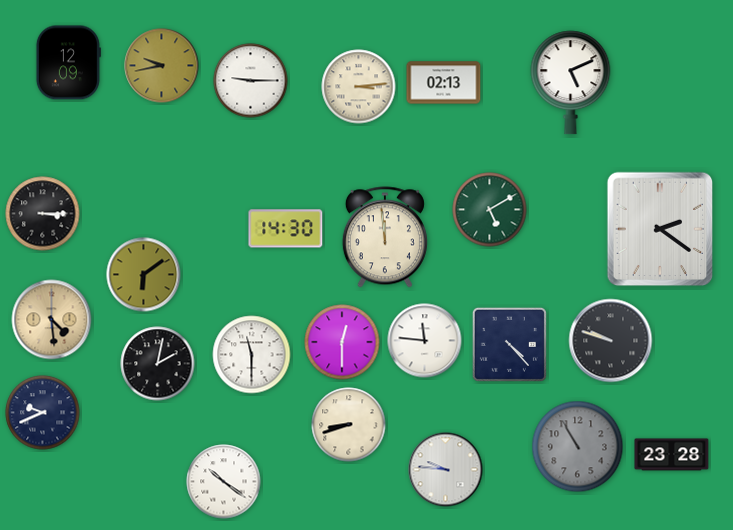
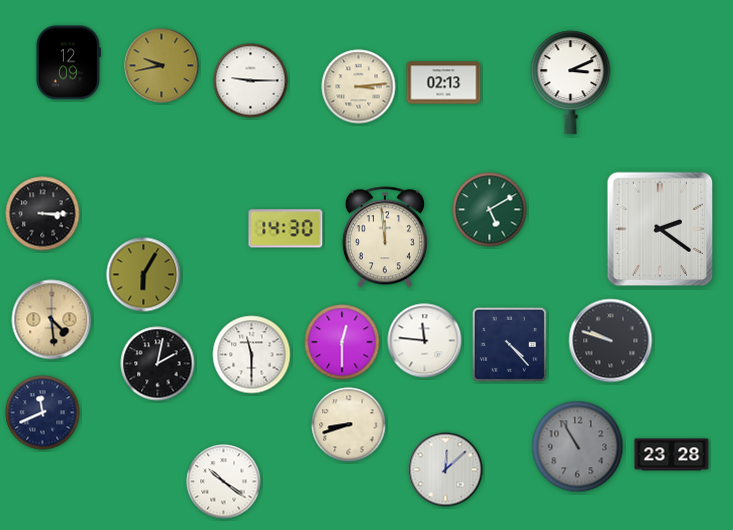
clock at (571, 83): 5:11 -> 3:11
clock at (144, 275): 6:09 -> 6:05
clock at (43, 413): 9:41 -> 11:41
clock at (446, 470): 9:46 -> 12:08
